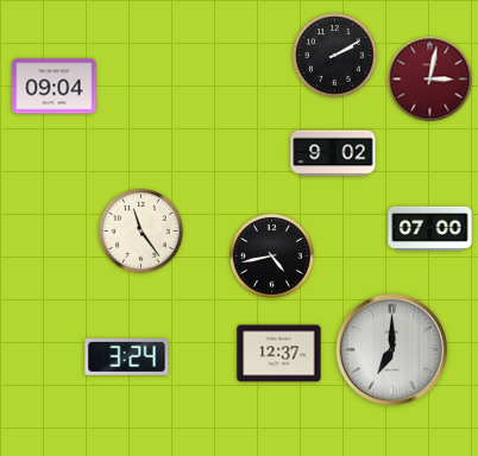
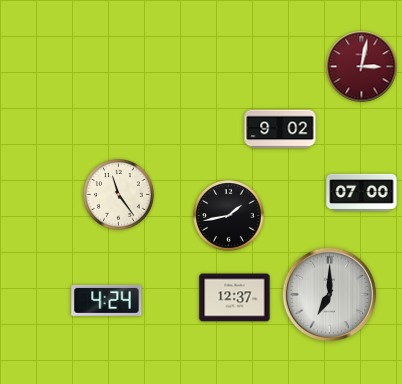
clock at (335, 56): 2:10 -> none
clock at (55, 87): 09:04 -> none
clock at (272, 256): 4:43 -> 1:43
clock at (127, 356): 3:24 -> 4:24
